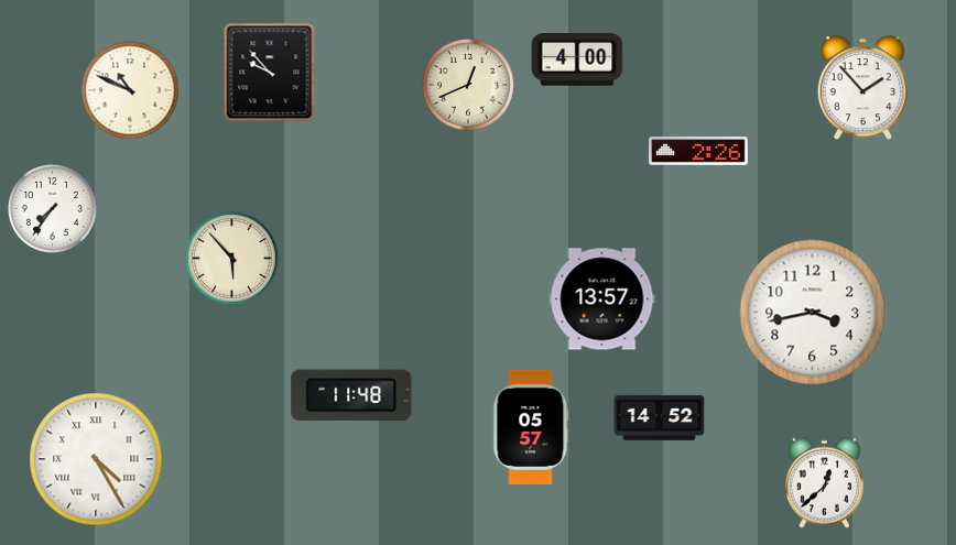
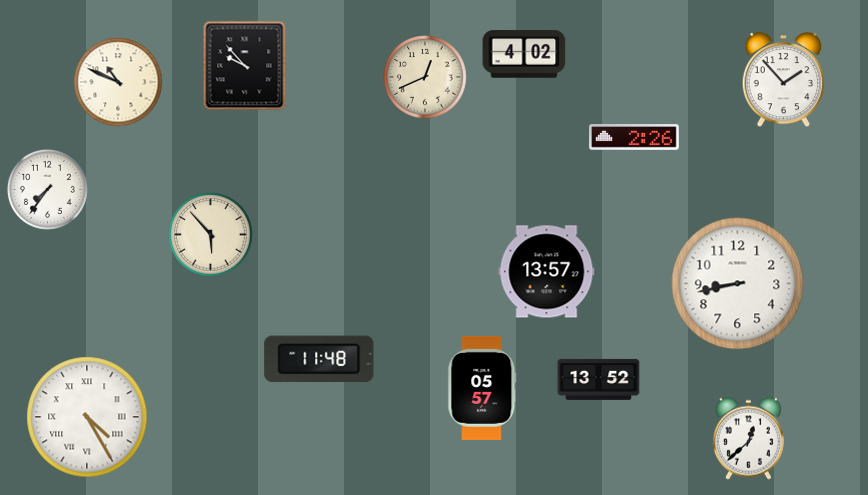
clock at (577, 59): 4:00 -> 4:02
clock at (813, 313): 3:43 -> 8:43
clock at (660, 417): 14:52 -> 13:52
